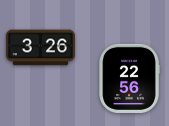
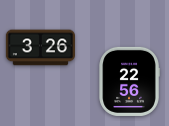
clock at (129, 78) position: (129, 78) -> (129, 81)
